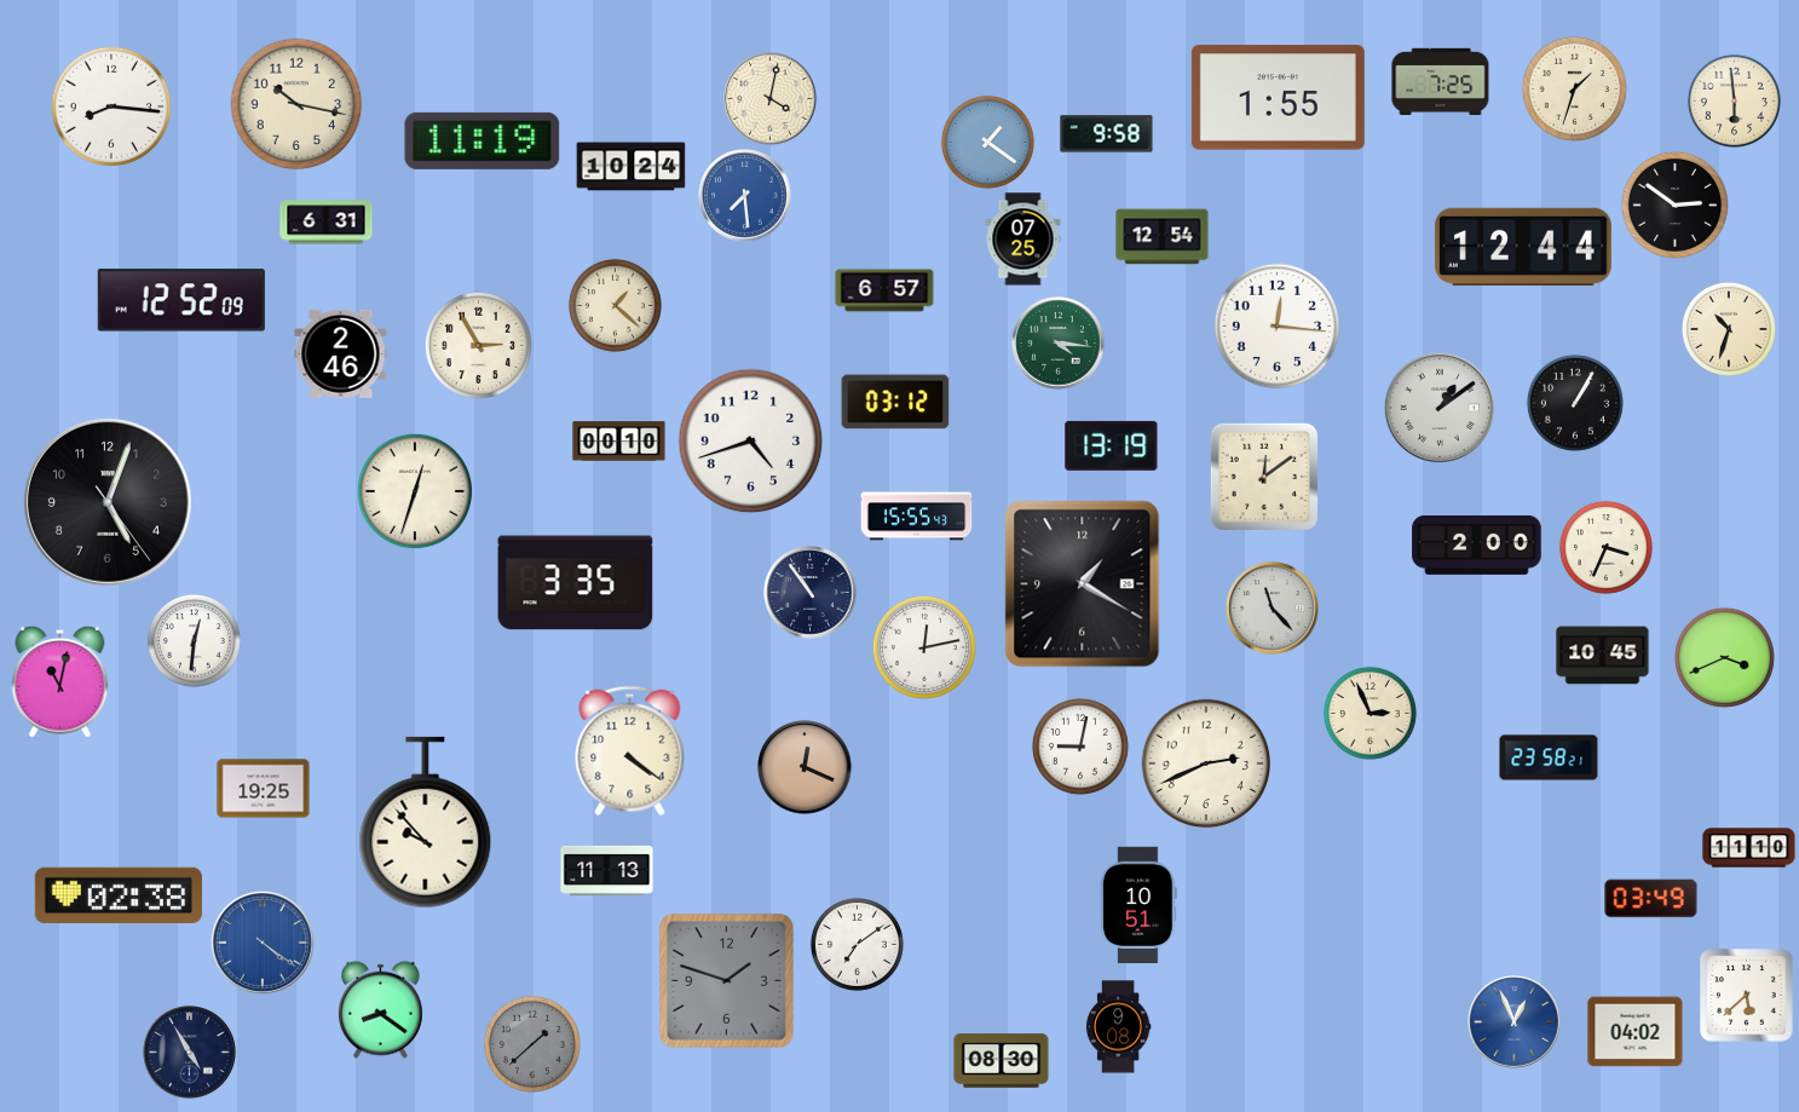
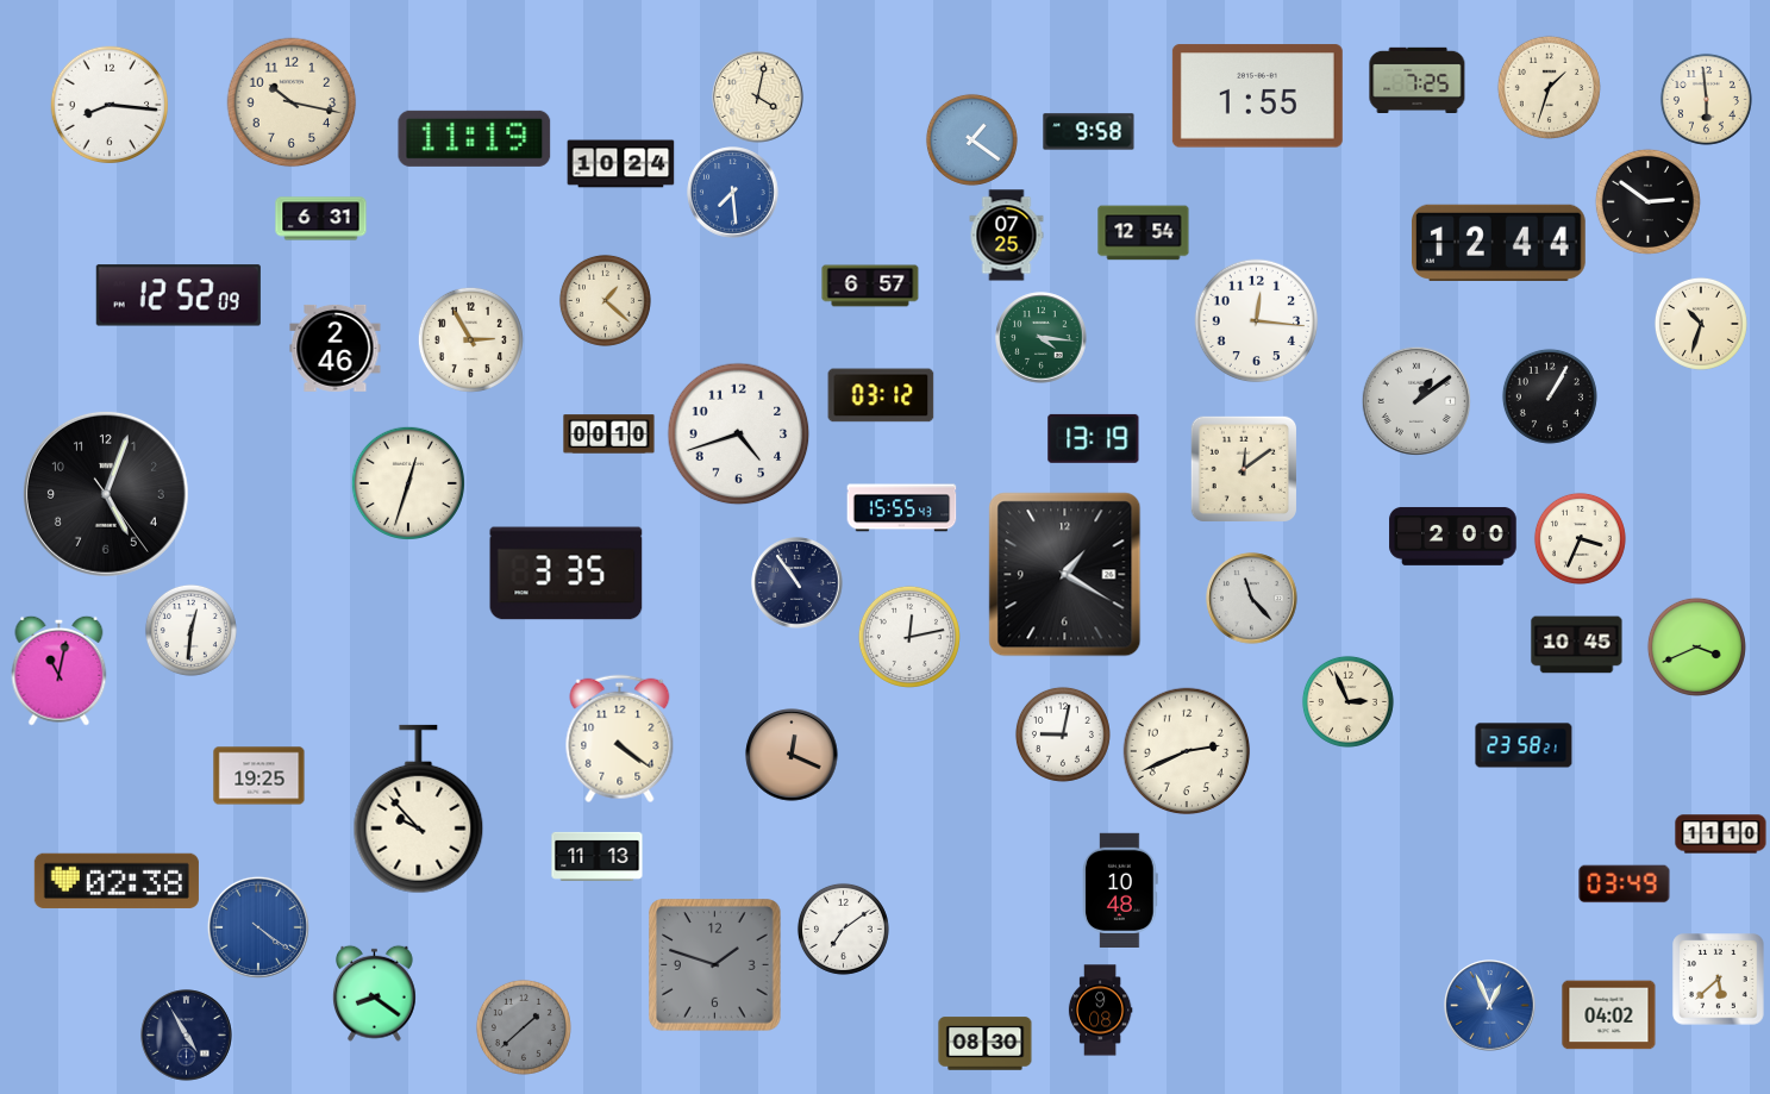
clock at (1140, 904): 10:51 -> 10:48
